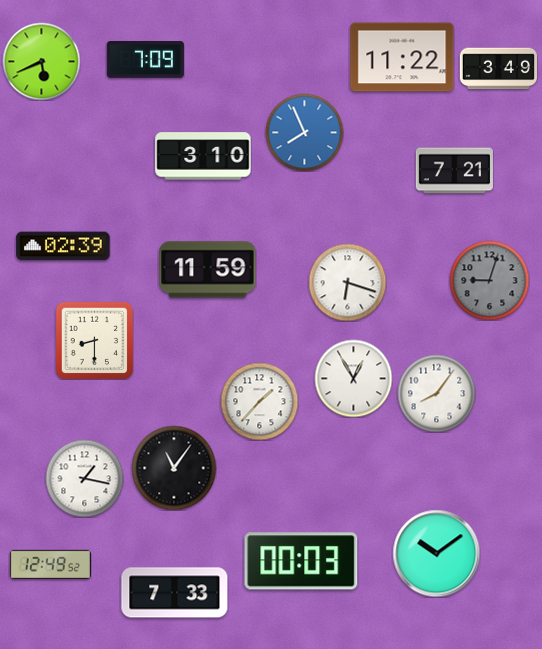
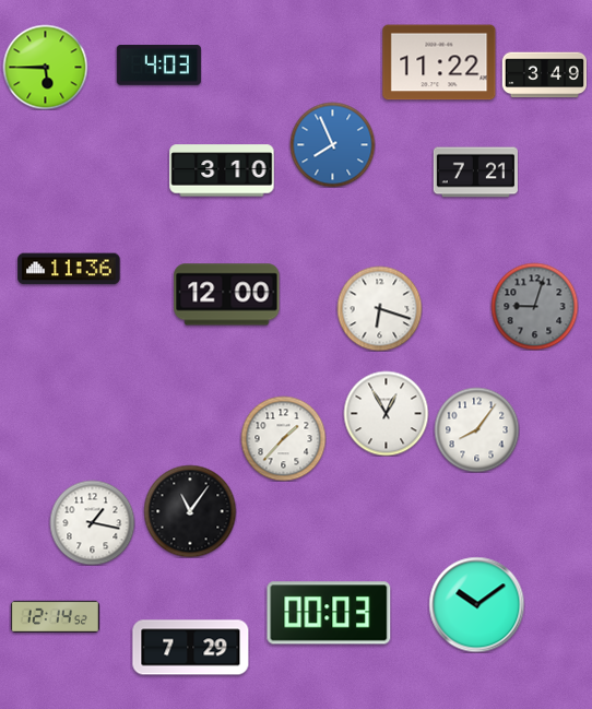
clock at (145, 60): 7:09 -> 4:03
clock at (41, 61): 5:41 -> 5:45
clock at (454, 171) position: (454, 171) -> (475, 173)
clock at (63, 246): 02:39 -> 11:36
clock at (208, 270): 11:59 -> 12:00
clock at (94, 340): 8:30 -> none
clock at (50, 564): 12:49 -> 12:14
clock at (175, 593): 7:33 -> 7:29
